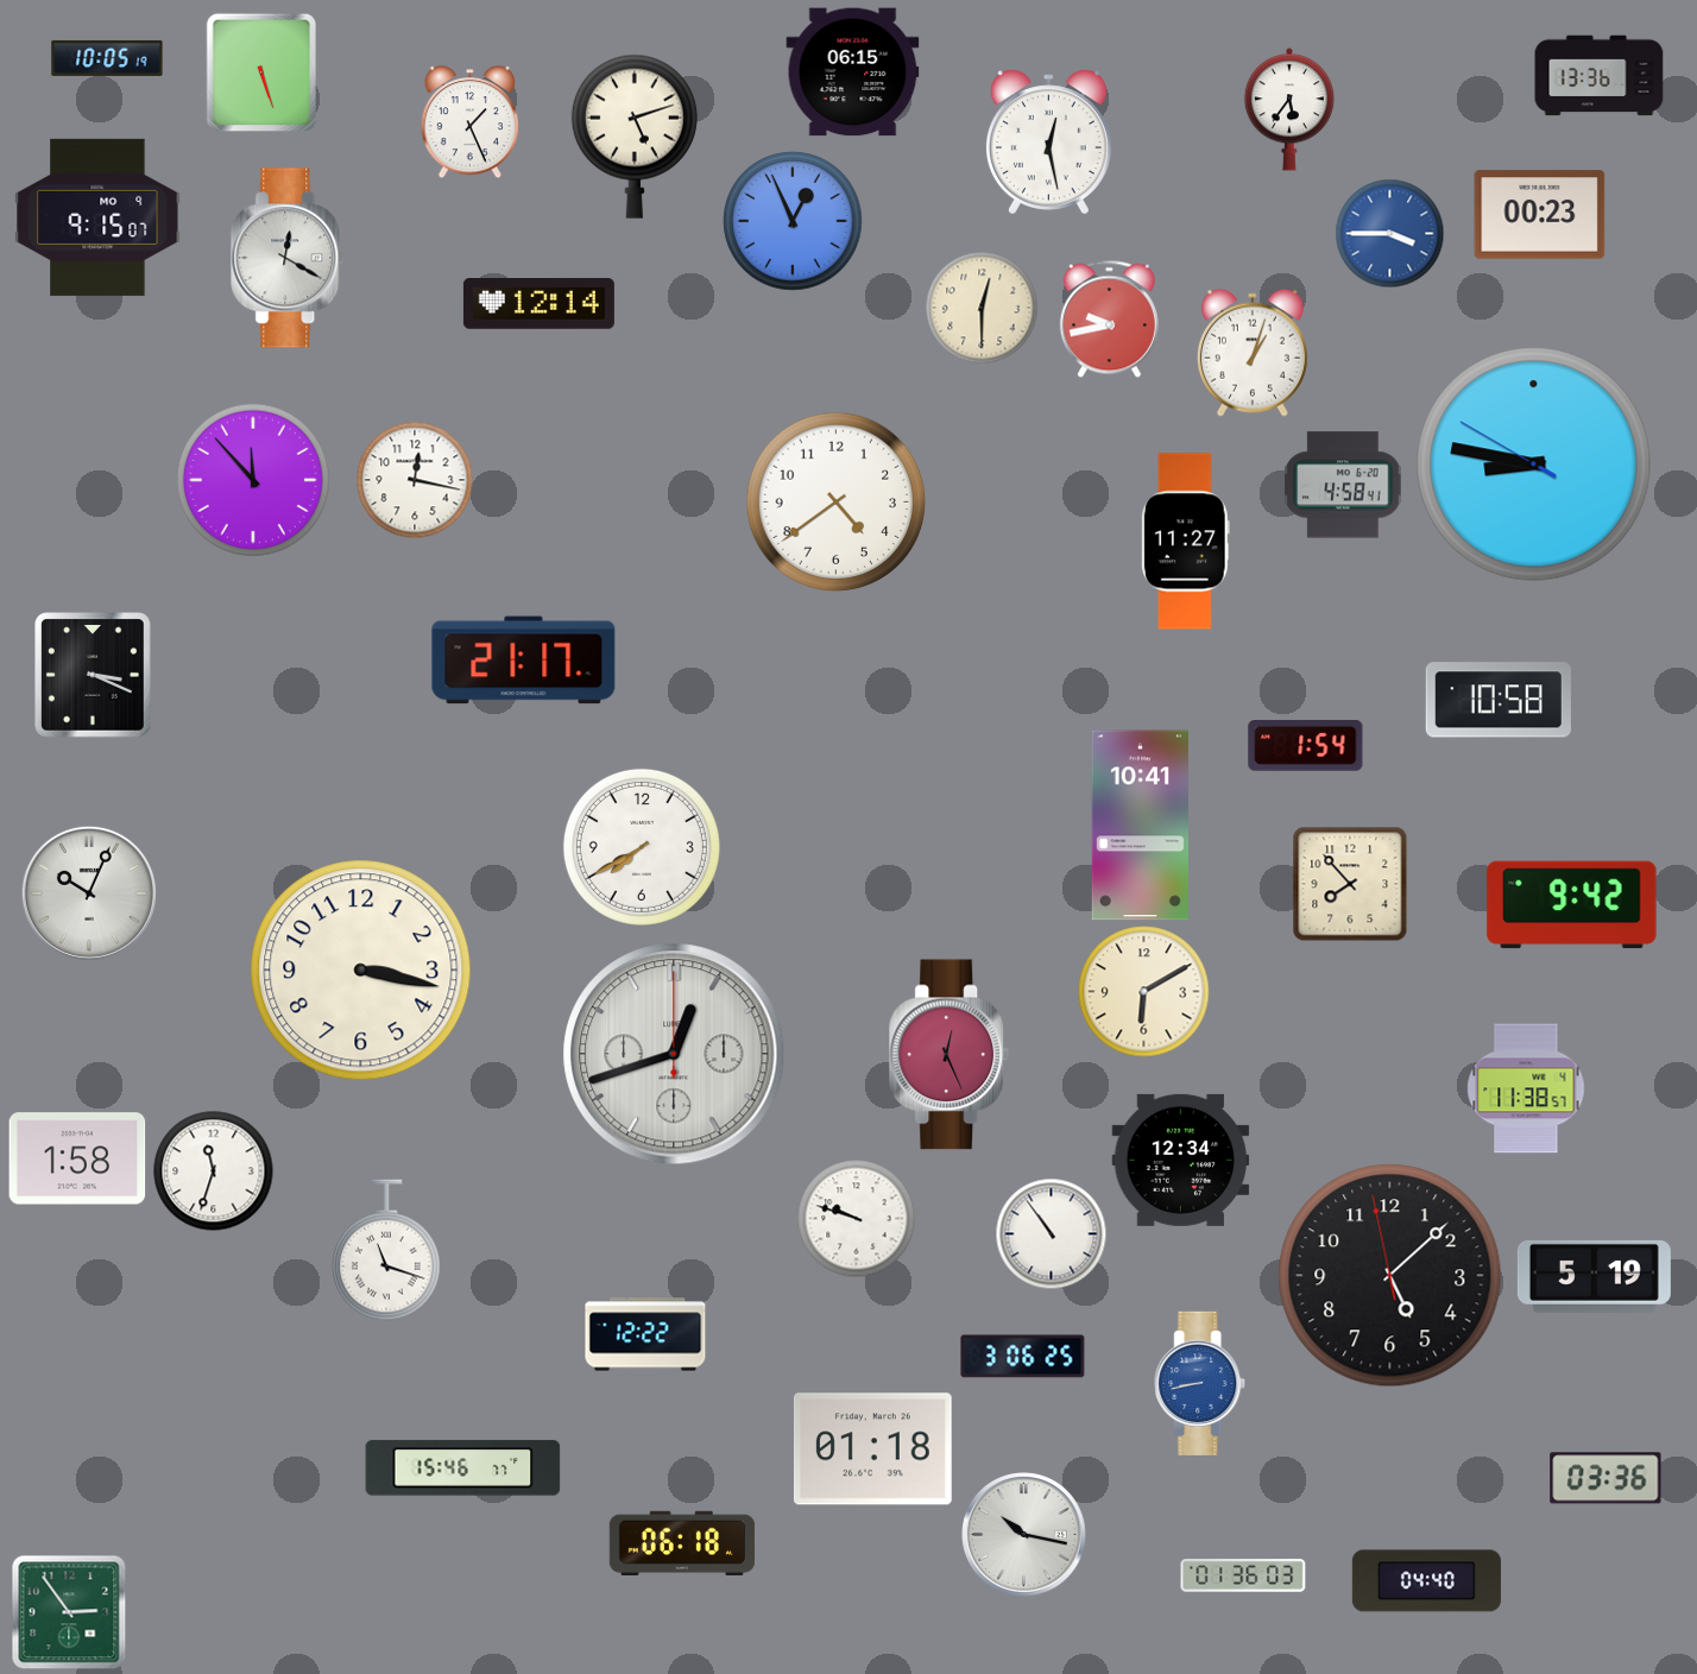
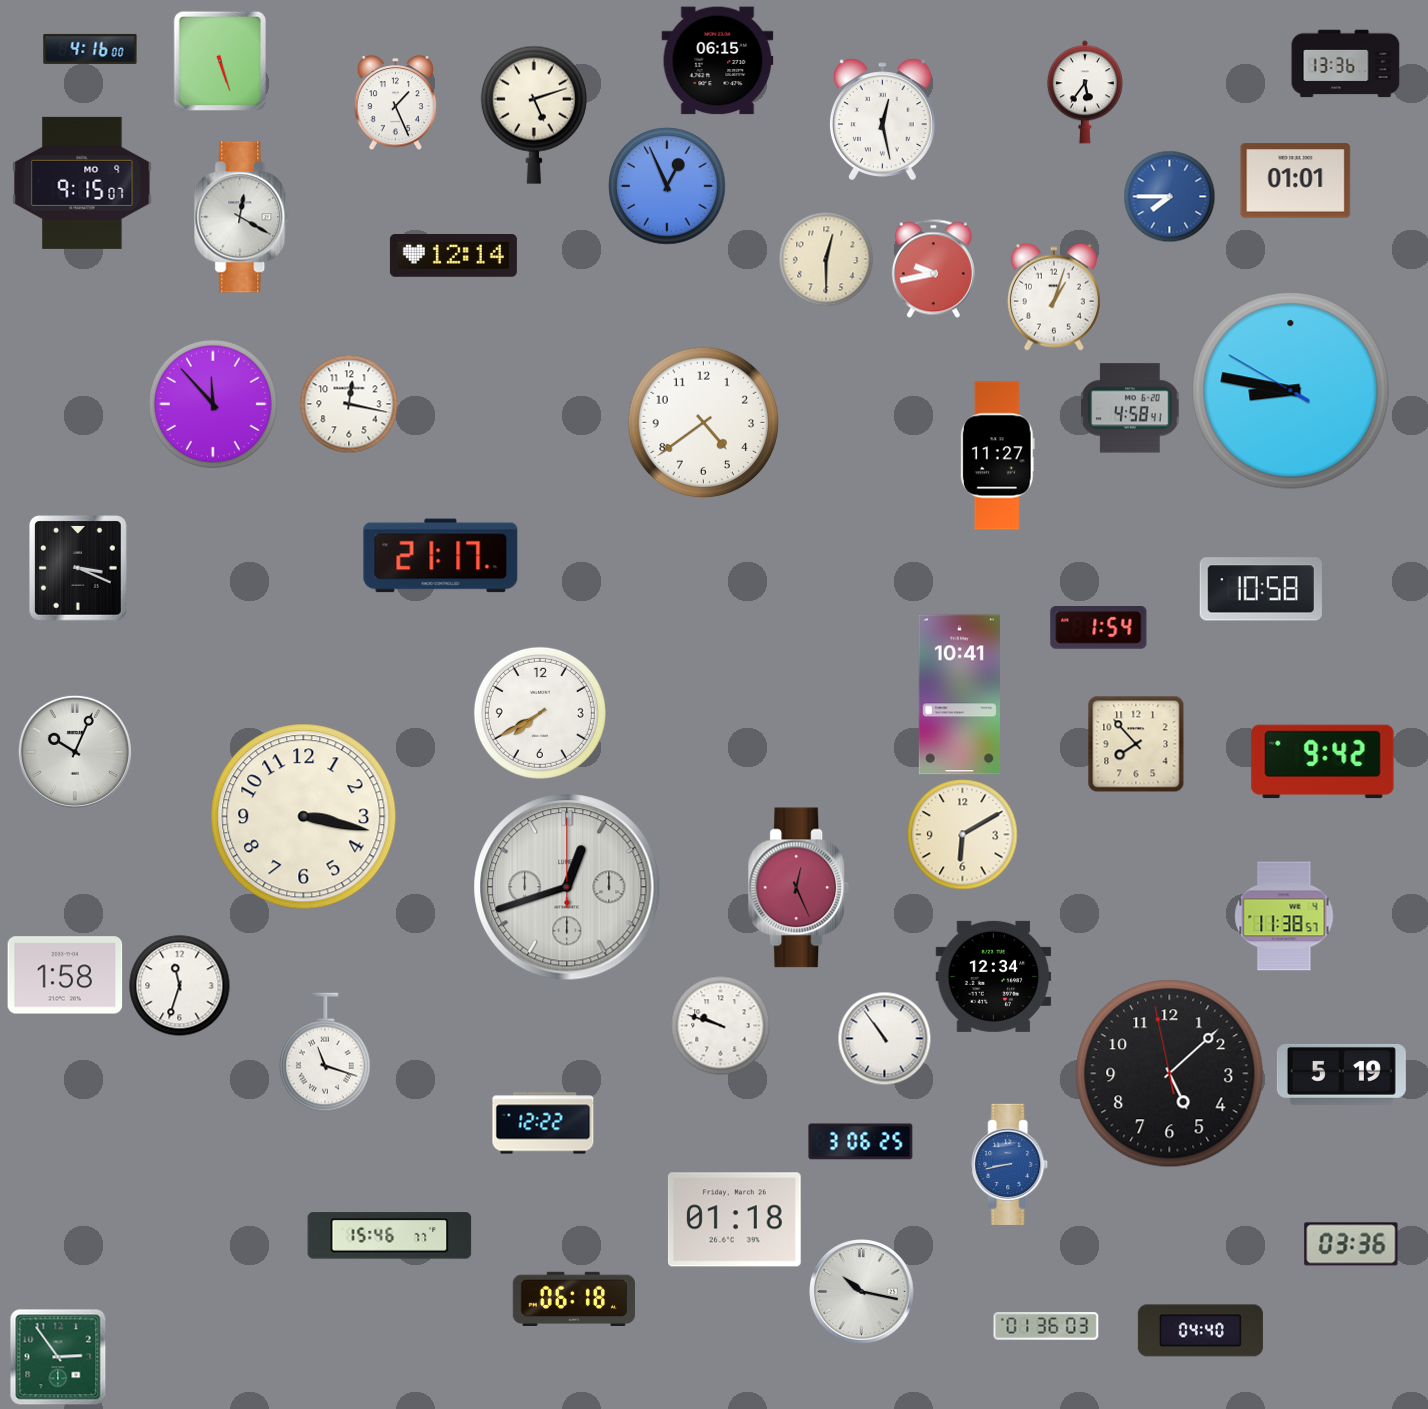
clock at (107, 58): 10:05 -> 4:16
clock at (1540, 215): 00:23 -> 01:01
clock at (1389, 233): 3:45 -> 7:45
